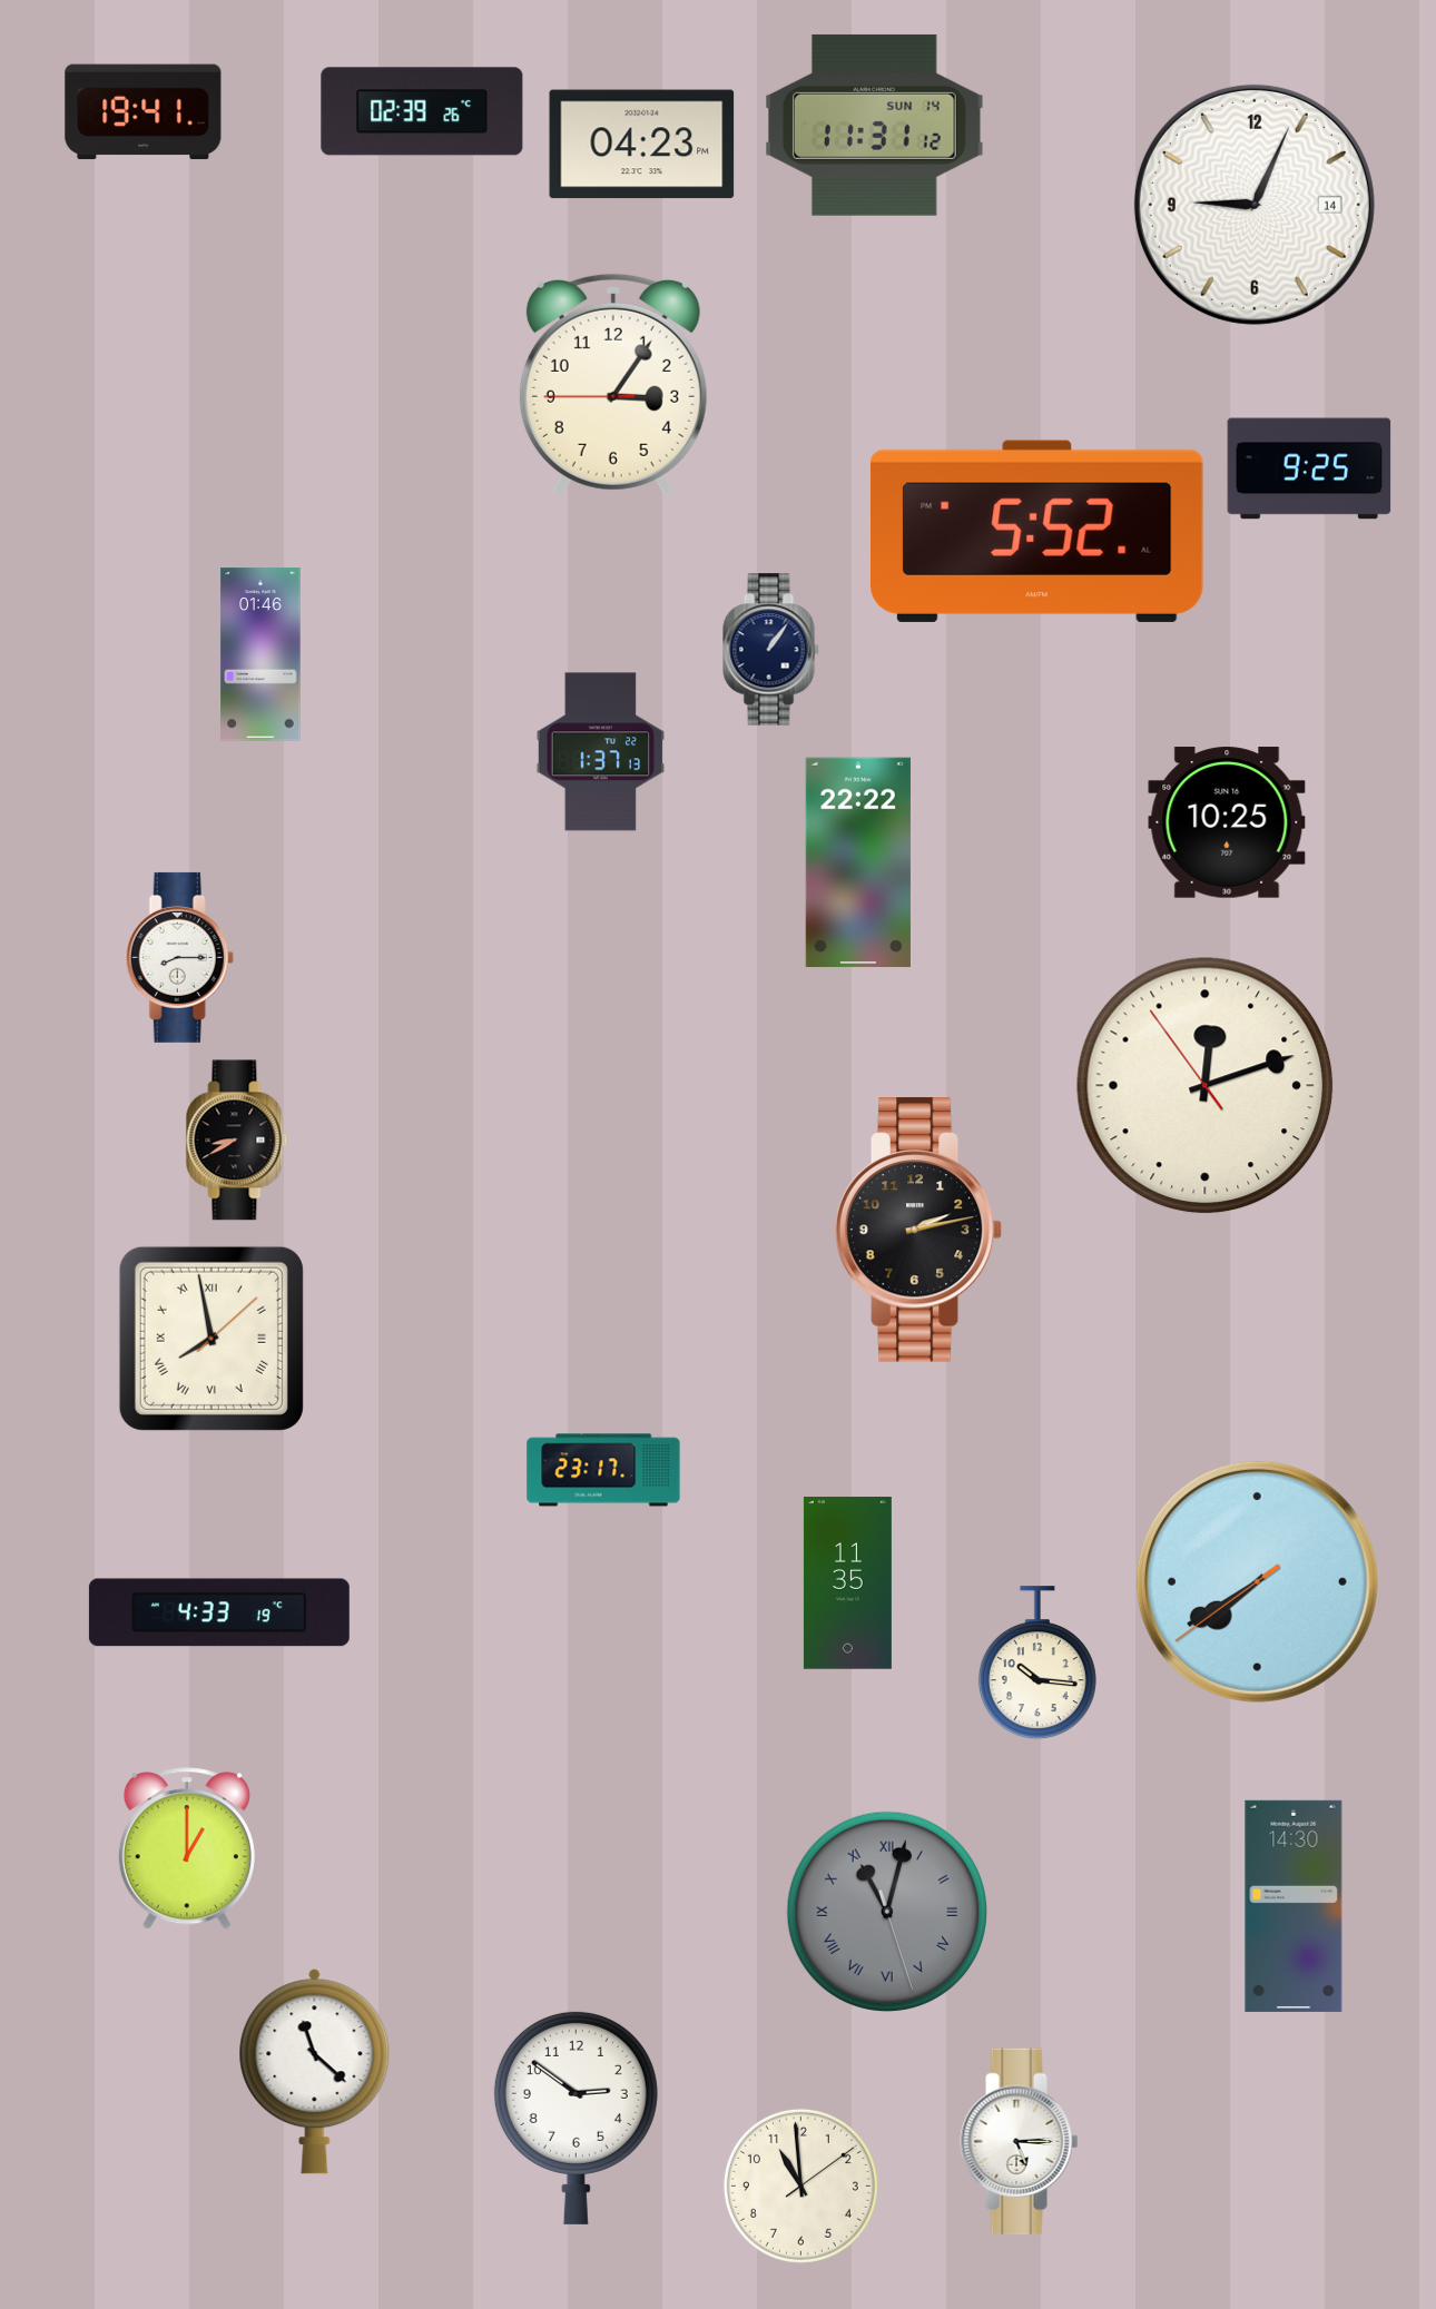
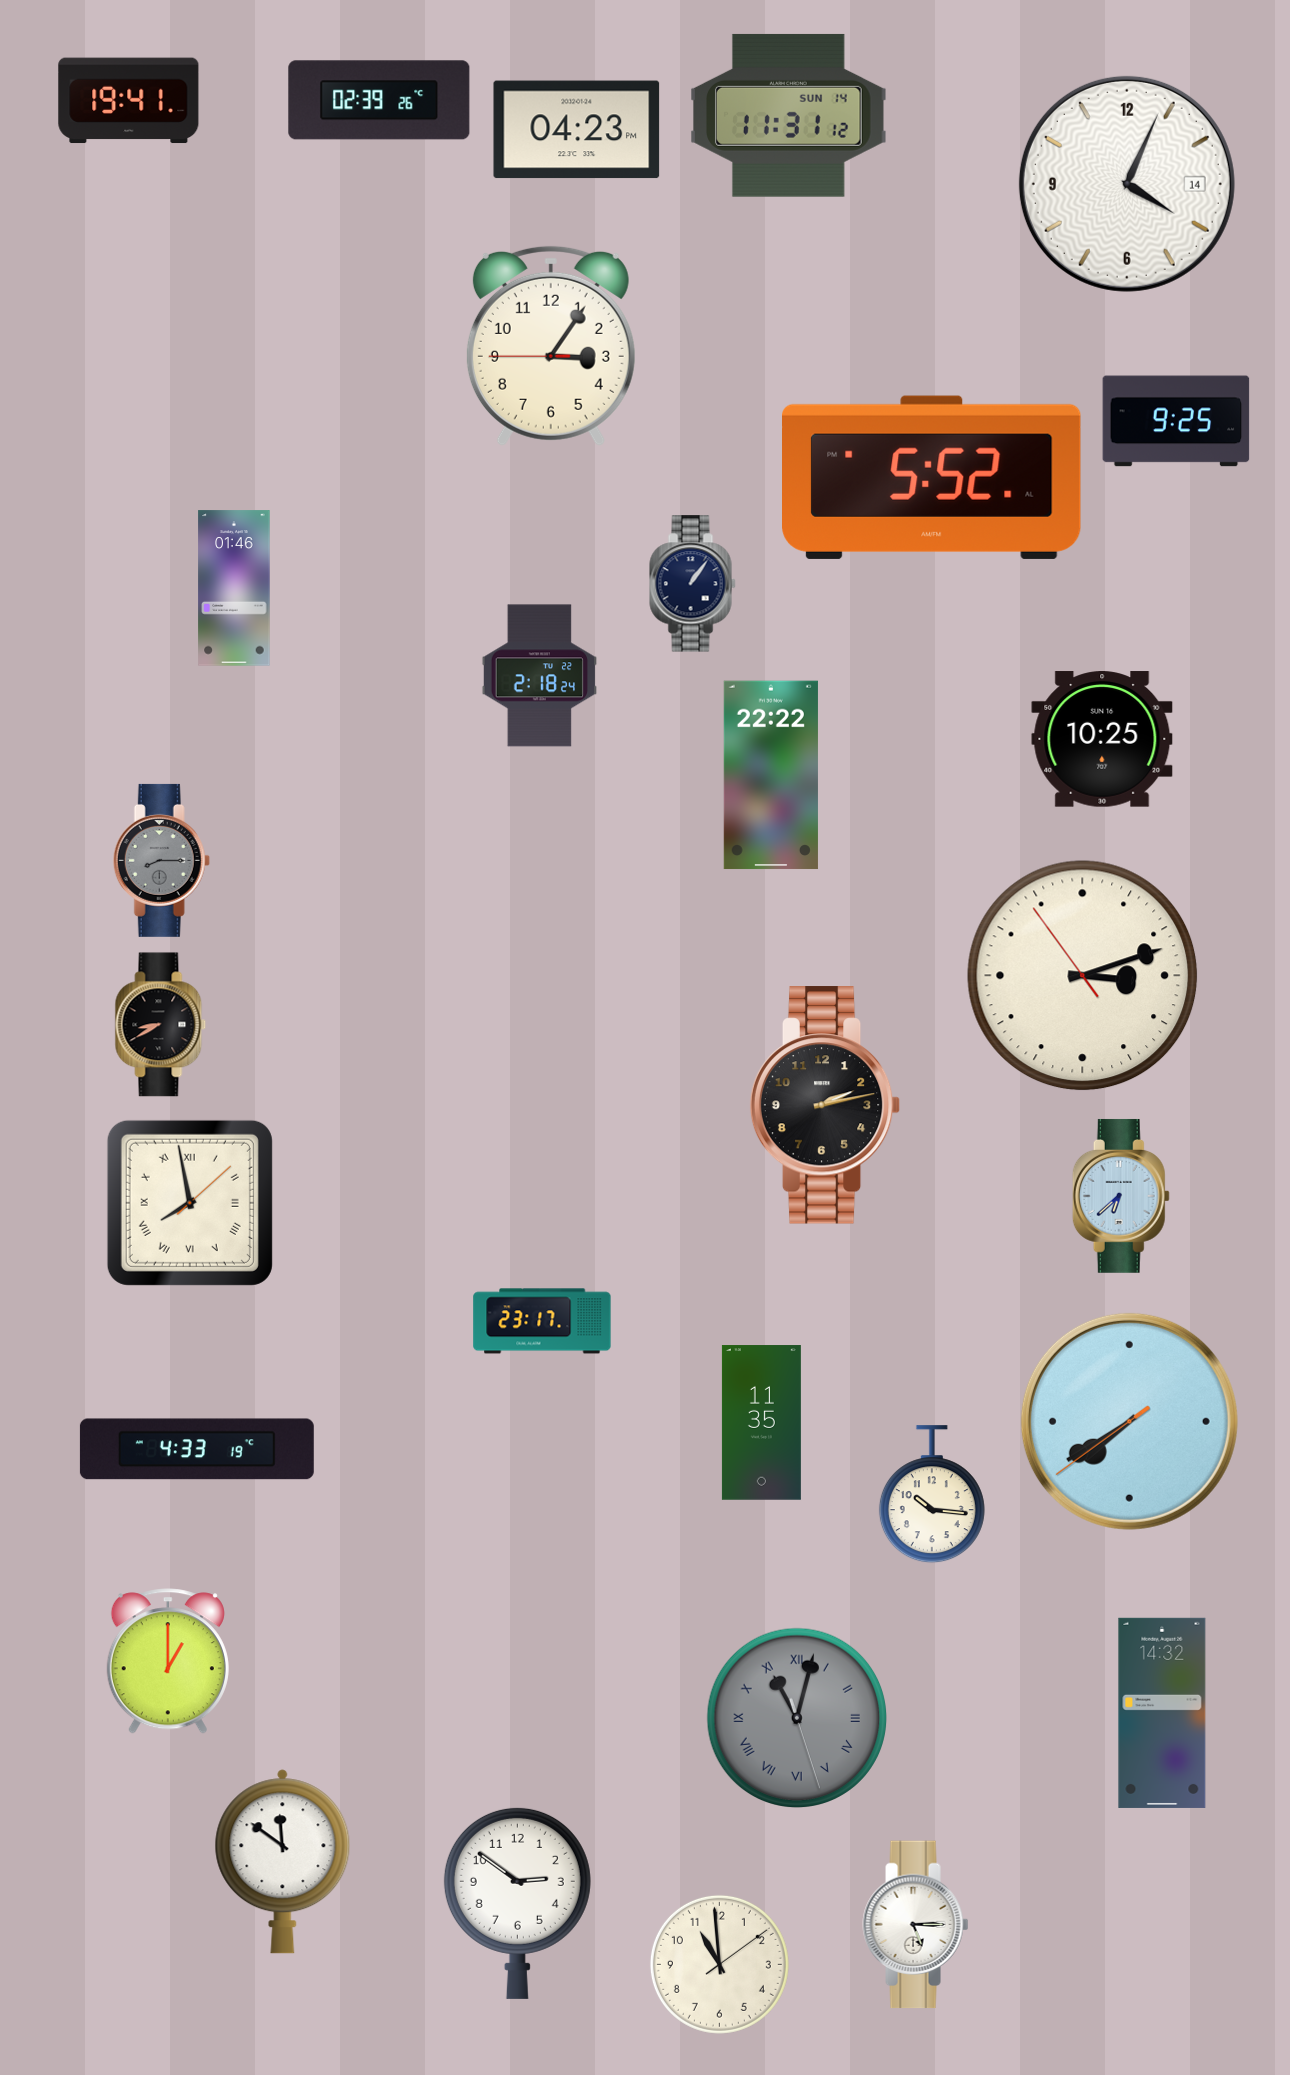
clock at (875, 125) position: (875, 125) -> (789, 115)
clock at (1255, 205): 9:04 -> 4:04
clock at (601, 752): 1:37 -> 2:18
clock at (179, 957) dial: white -> grey
clock at (1206, 1086): 12:11 -> 3:11
clock at (237, 1141) position: (237, 1141) -> (161, 1025)
clock at (1121, 1196): none -> 6:38
clock at (1294, 1906): 14:30 -> 14:32
clock at (315, 2072): 11:22 -> 11:51
